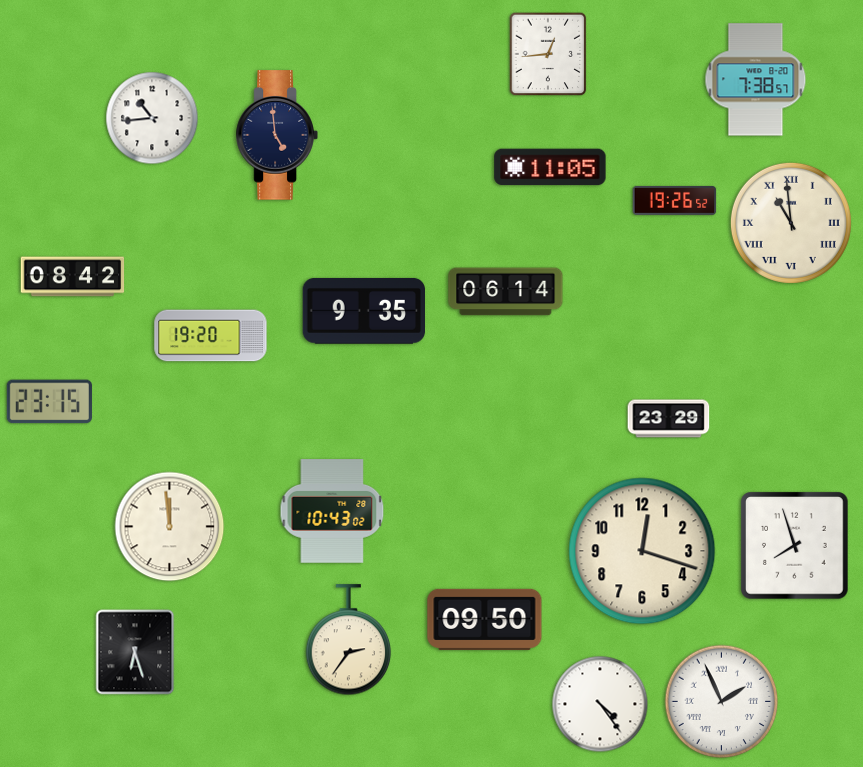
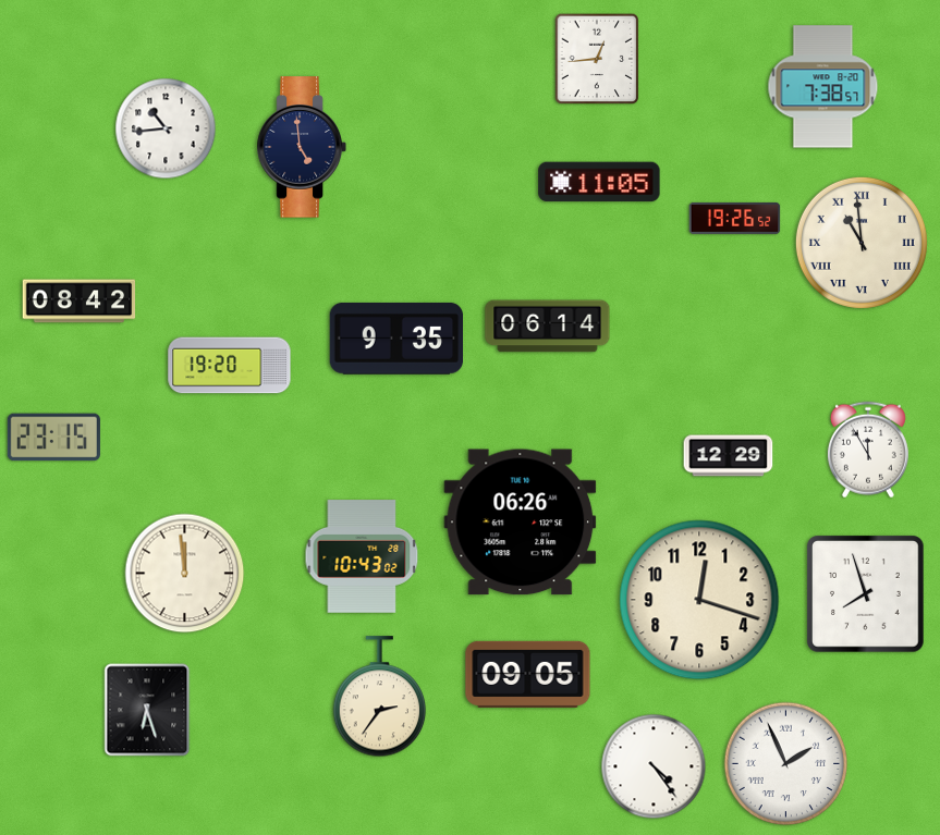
clock at (506, 292) position: (506, 292) -> (548, 327)
clock at (868, 450): none -> 11:55
clock at (669, 419): 23:29 -> 12:29
clock at (521, 523): none -> 06:26
clock at (485, 619): 09:50 -> 09:05
